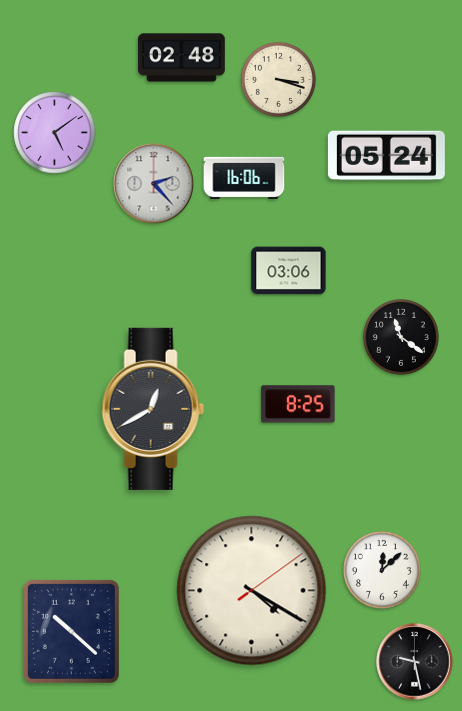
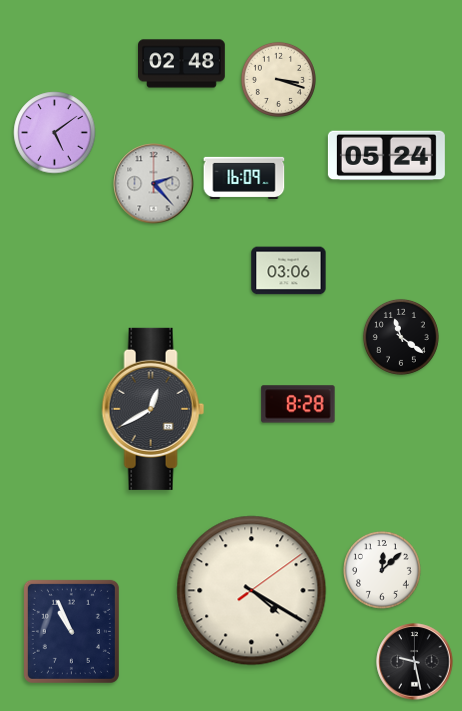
clock at (182, 58) position: (182, 58) -> (182, 64)
clock at (244, 178): 16:06 -> 16:09
clock at (298, 404): 8:25 -> 8:28
clock at (71, 631): 10:22 -> 10:56
